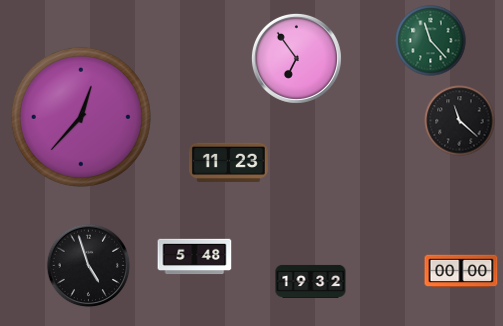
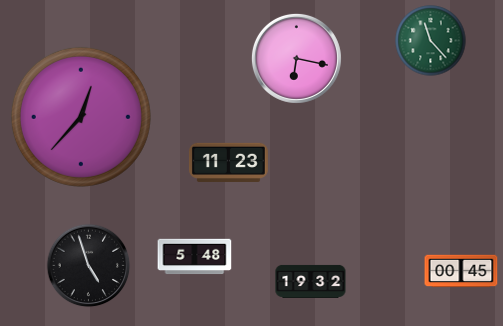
clock at (296, 58): 6:54 -> 6:17
clock at (460, 121): 11:22 -> none
clock at (461, 271): 00:00 -> 00:45
